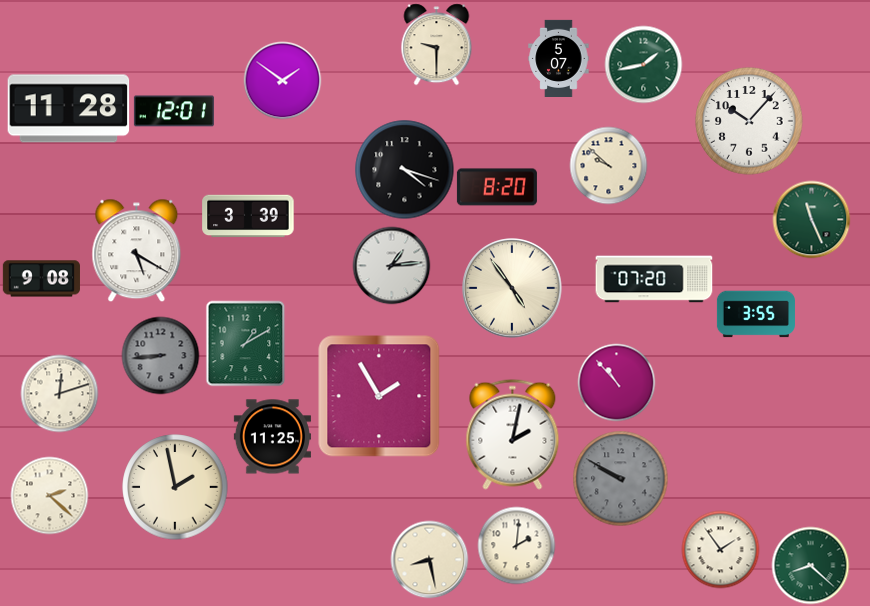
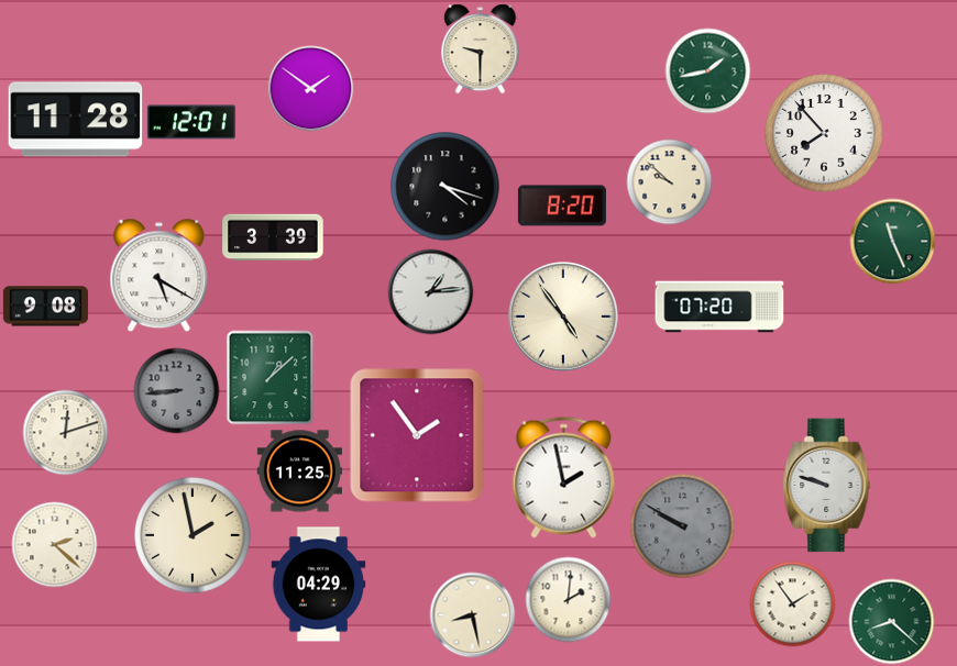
clock at (559, 58): 5:07 -> none
clock at (749, 121): 10:07 -> 7:53
clock at (497, 187) position: (497, 187) -> (562, 206)
clock at (137, 250) position: (137, 250) -> (159, 275)
clock at (756, 314): 3:55 -> none
clock at (246, 343): 1:10 -> 1:08
clock at (616, 382): 10:53 -> none
clock at (379, 396): 1:55 -> 1:54
clock at (513, 434): 2:02 -> 1:58
clock at (272, 437) position: (272, 437) -> (299, 471)
clock at (827, 486): none -> 9:48
clock at (319, 585): none -> 04:29
